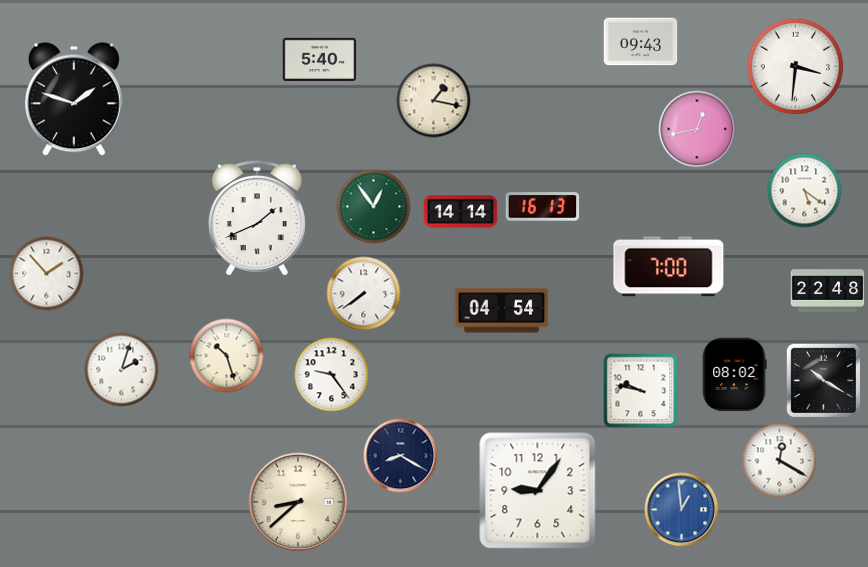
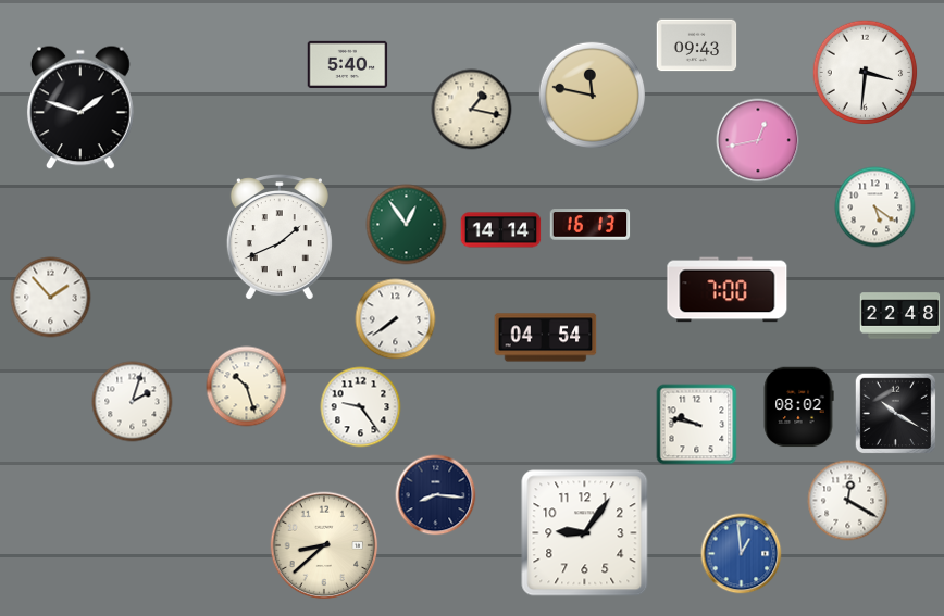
clock at (592, 95): none -> 11:47
clock at (401, 456): 8:20 -> 8:16
